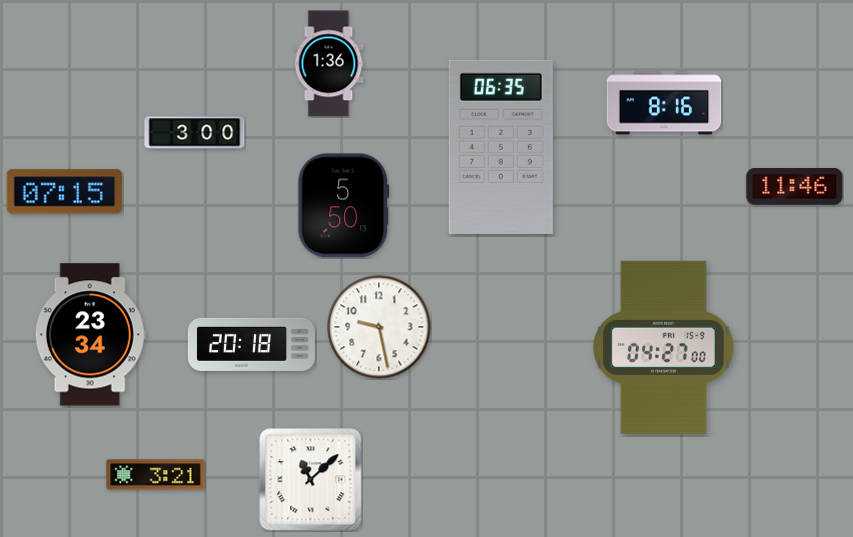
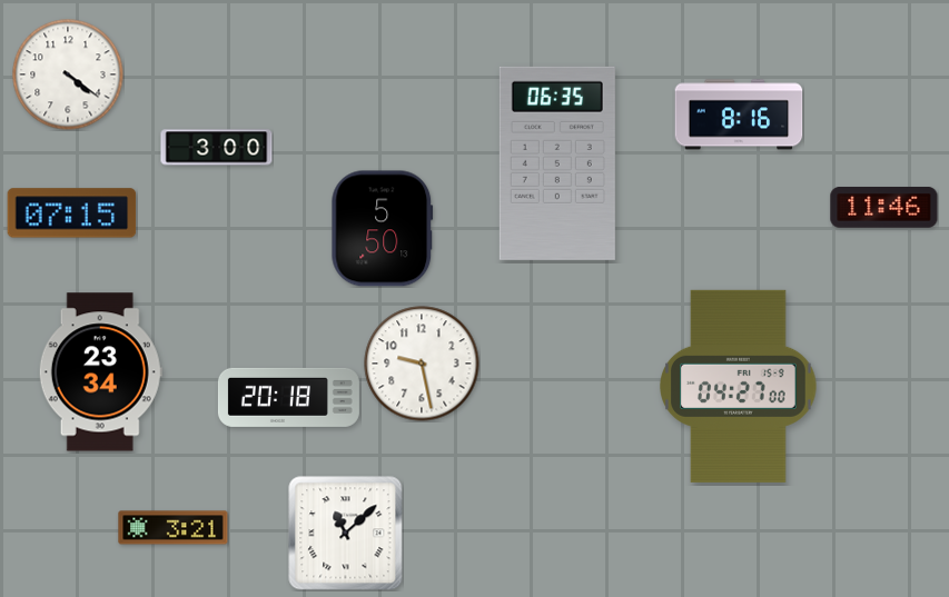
clock at (329, 64): 1:36 -> none
clock at (68, 74): none -> 4:21
clock at (251, 344) position: (251, 344) -> (288, 397)
